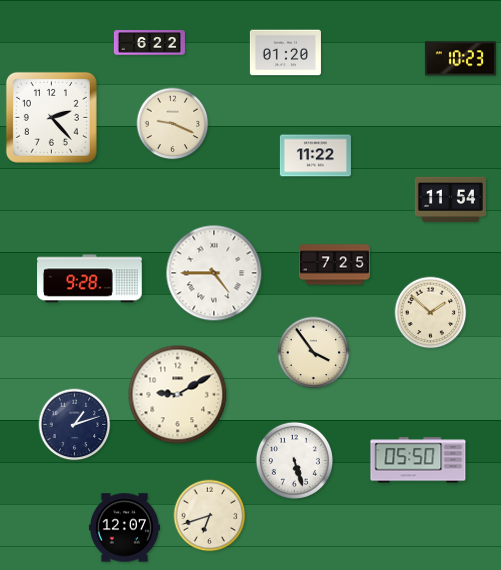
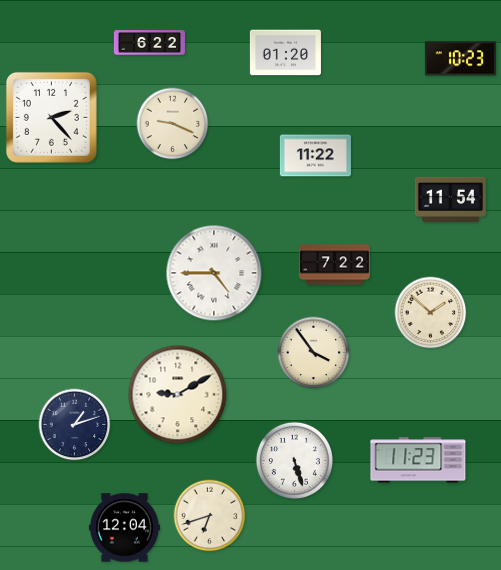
clock at (334, 265): 7:25 -> 7:22
clock at (90, 279): 9:28 -> none
clock at (418, 460): 05:50 -> 11:23
clock at (124, 528): 12:07 -> 12:04
